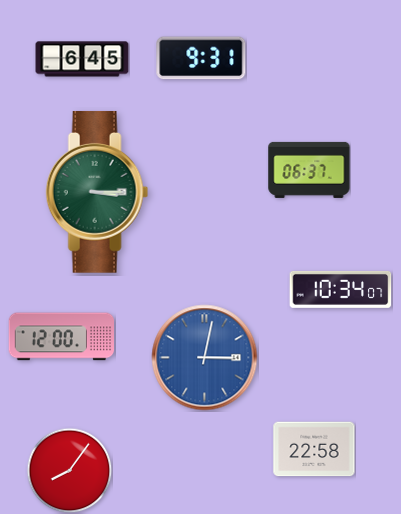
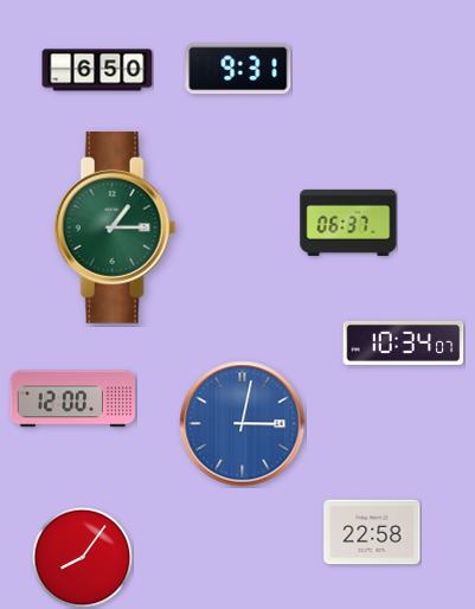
clock at (82, 59): 6:45 -> 6:50
clock at (309, 170) position: (309, 170) -> (348, 223)
clock at (97, 192): 3:15 -> 1:15
